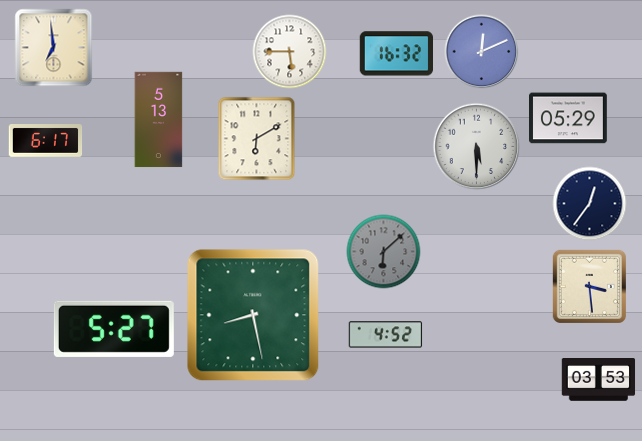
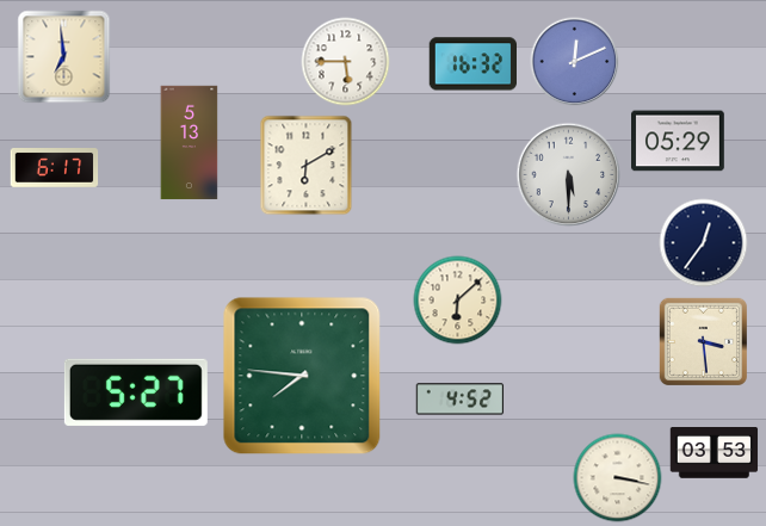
clock at (384, 252) dial: grey -> cream
clock at (253, 315): 8:28 -> 7:46
clock at (618, 478): none -> 3:17
